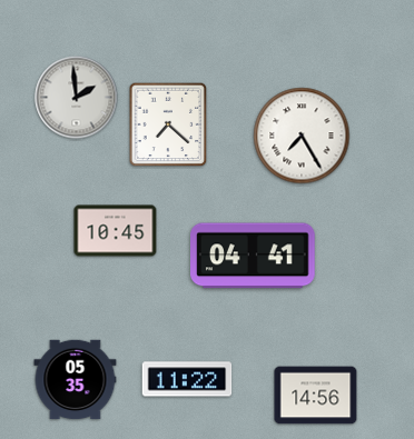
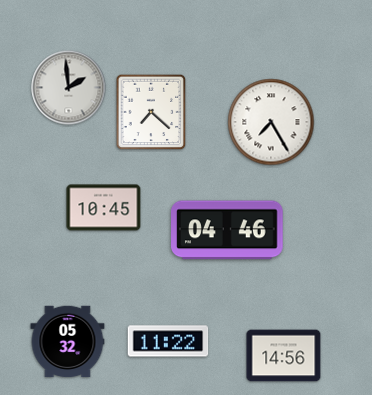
clock at (253, 256): 04:41 -> 04:46
clock at (76, 380): 05:35 -> 05:32
